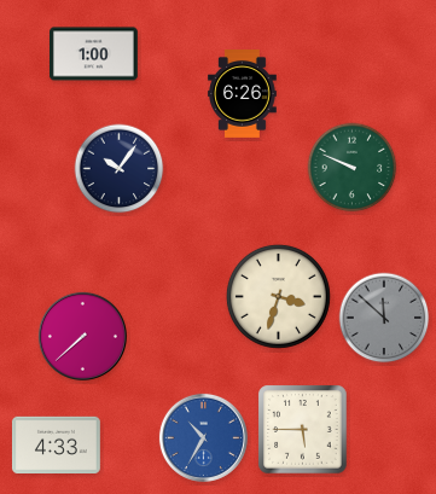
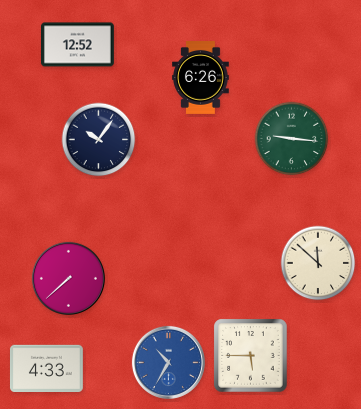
clock at (94, 54): 1:00 -> 12:52
clock at (353, 168): 9:49 -> 9:16
clock at (278, 296): 3:33 -> none
clock at (384, 318) dial: grey -> cream
